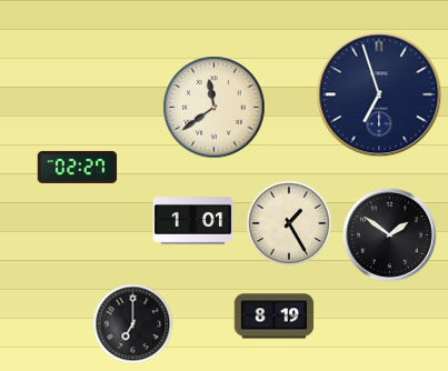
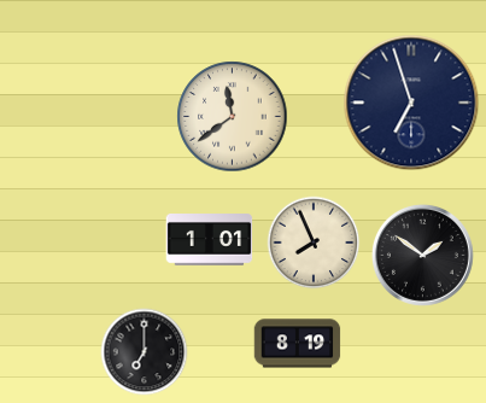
clock at (78, 167): 02:27 -> none
clock at (289, 223): 1:25 -> 7:56
